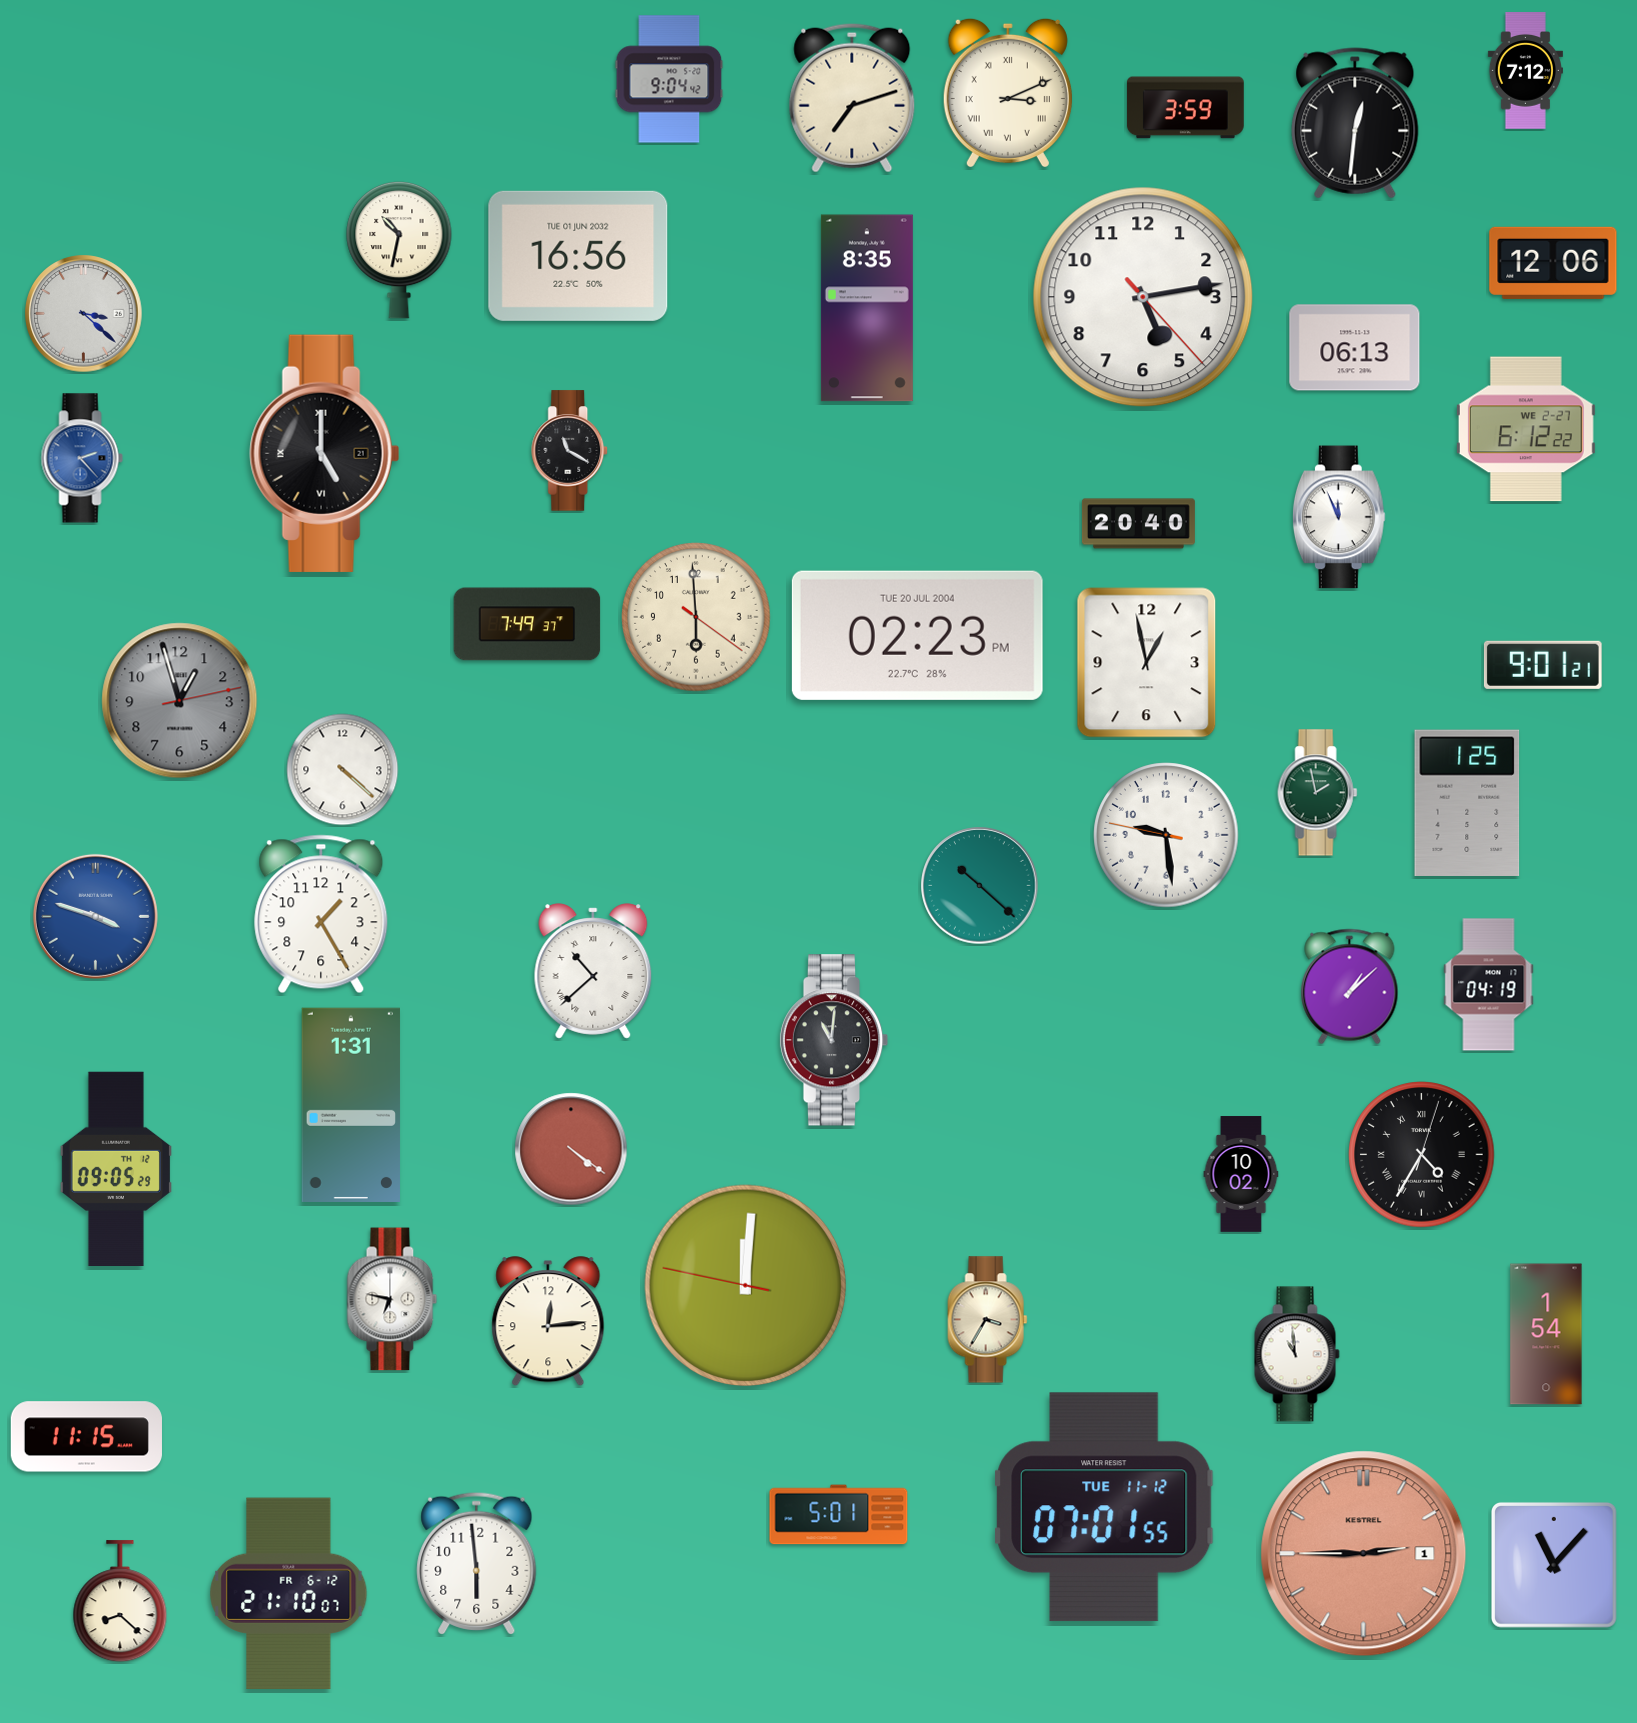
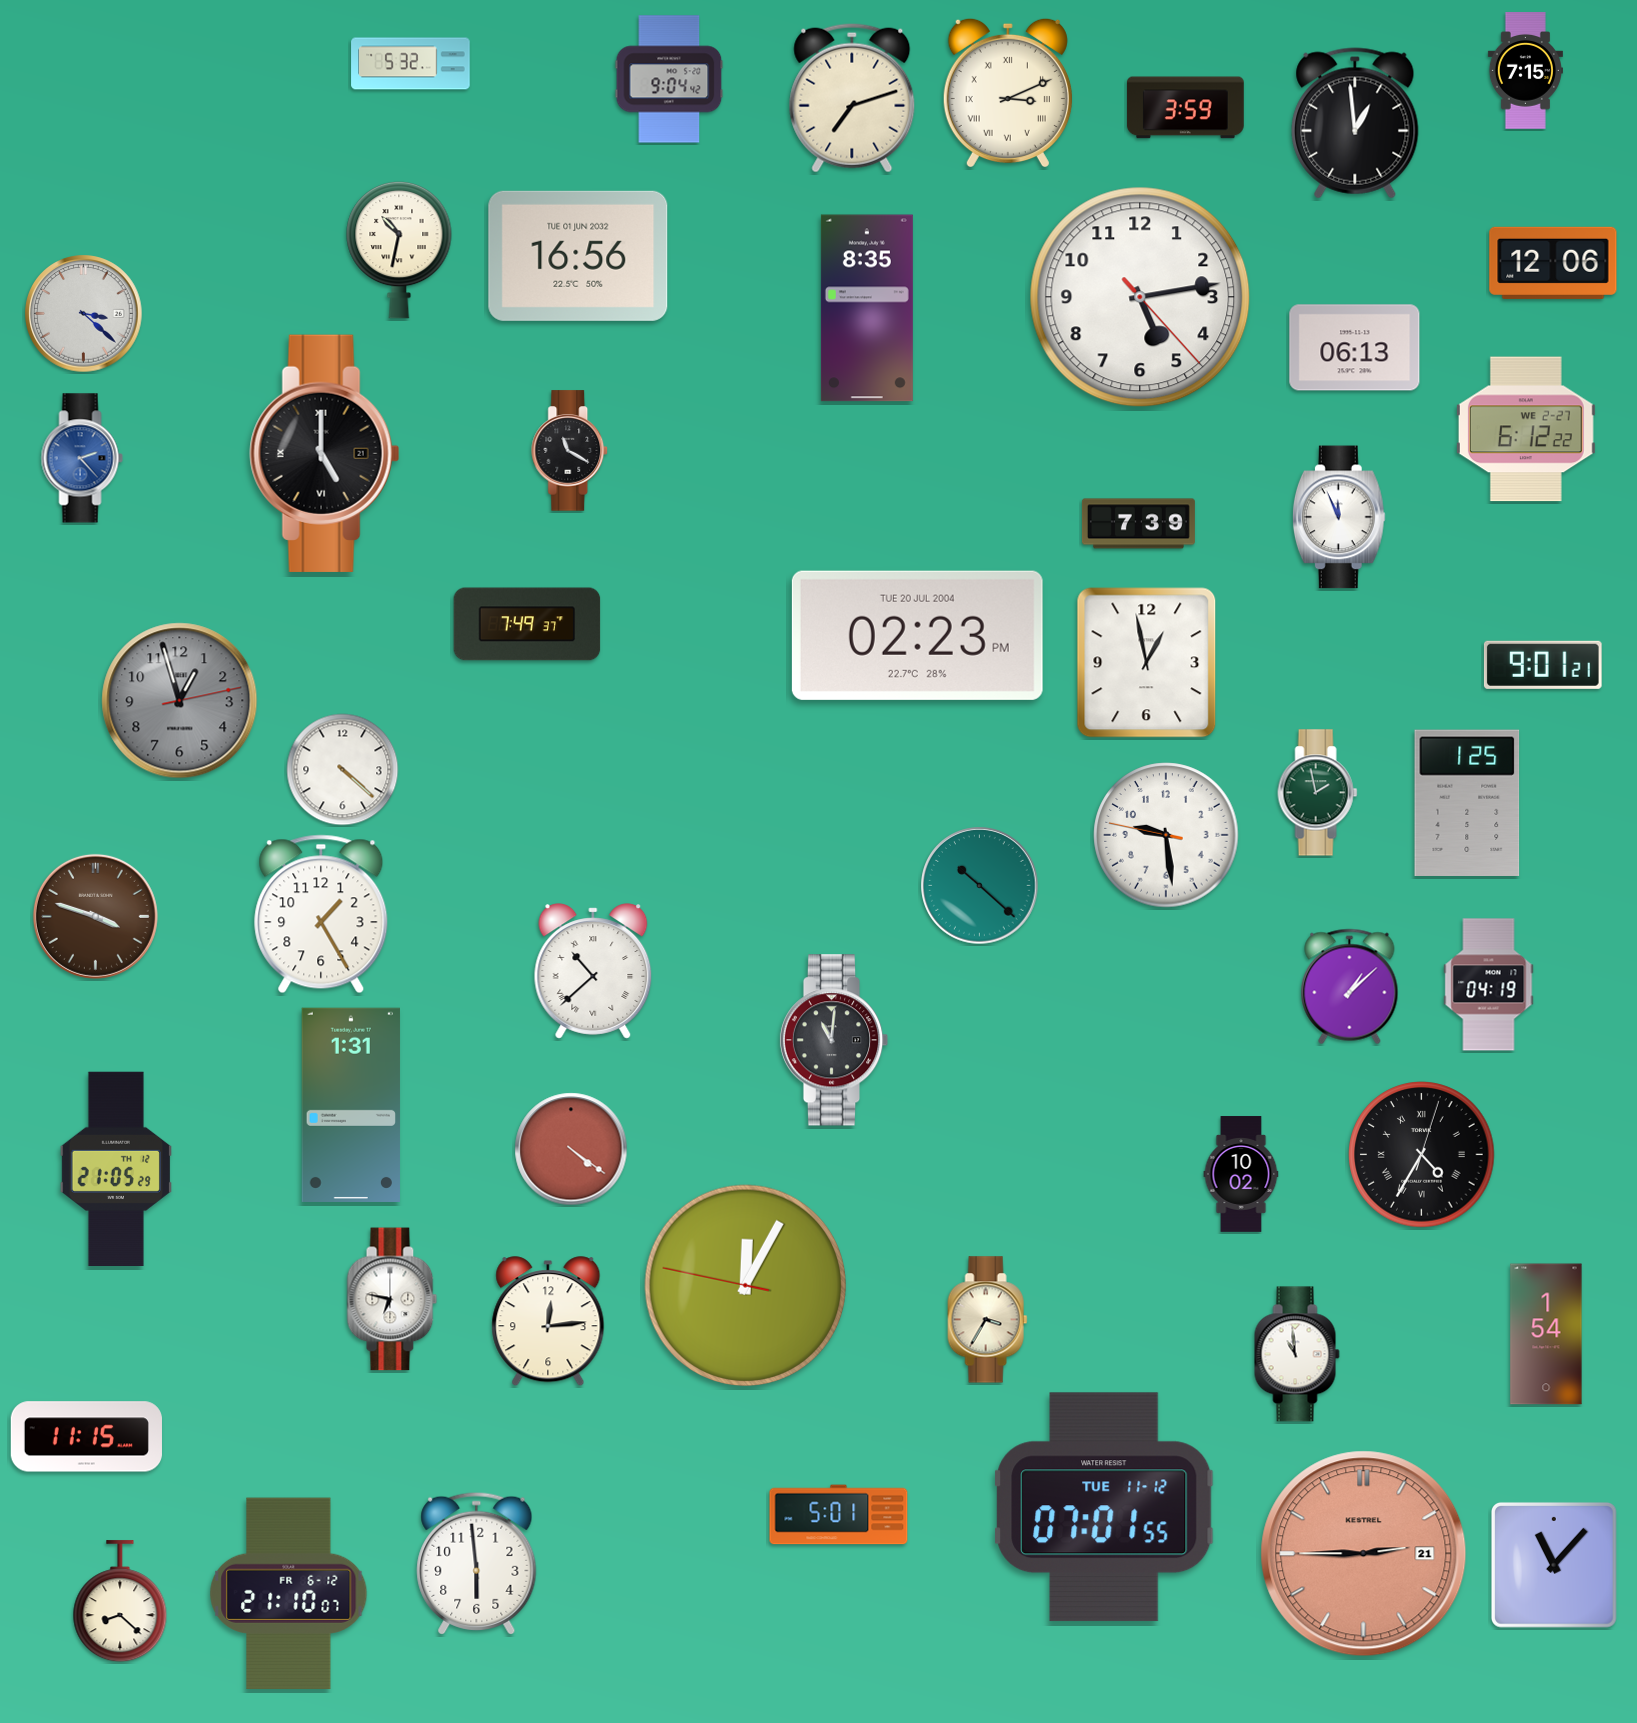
clock at (411, 64): none -> 5:32
clock at (1525, 71): 7:12 -> 7:15
clock at (1355, 123): 12:31 -> 12:59
clock at (1143, 297) position: (1143, 297) -> (1140, 297)
clock at (1138, 524): 20:40 -> 7:39
clock at (696, 617): 5:59 -> none
clock at (95, 916) dial: blue -> brown
clock at (116, 1168): 09:05 -> 21:05
clock at (746, 1286): 12:00 -> 12:04
clock at (1364, 1554) date: 1 -> 21
